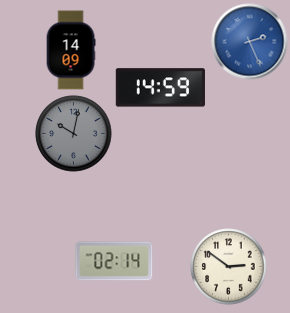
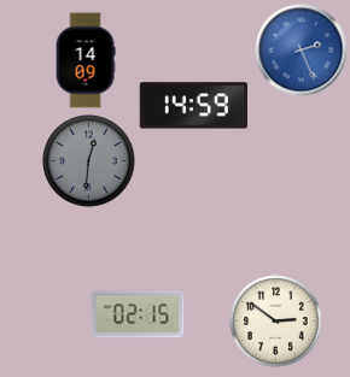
clock at (74, 134): 10:02 -> 12:31
clock at (114, 261): 02:14 -> 02:15
